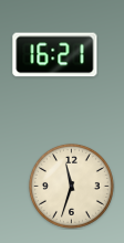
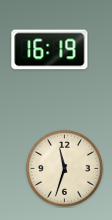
clock at (55, 55): 16:21 -> 16:19
